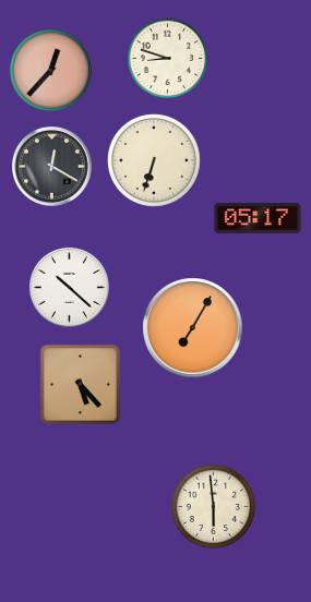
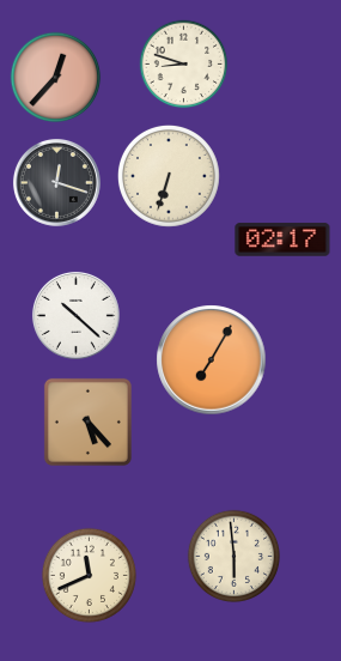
clock at (51, 166): 12:20 -> 12:18
clock at (258, 218): 05:17 -> 02:17
clock at (89, 575): none -> 11:41
